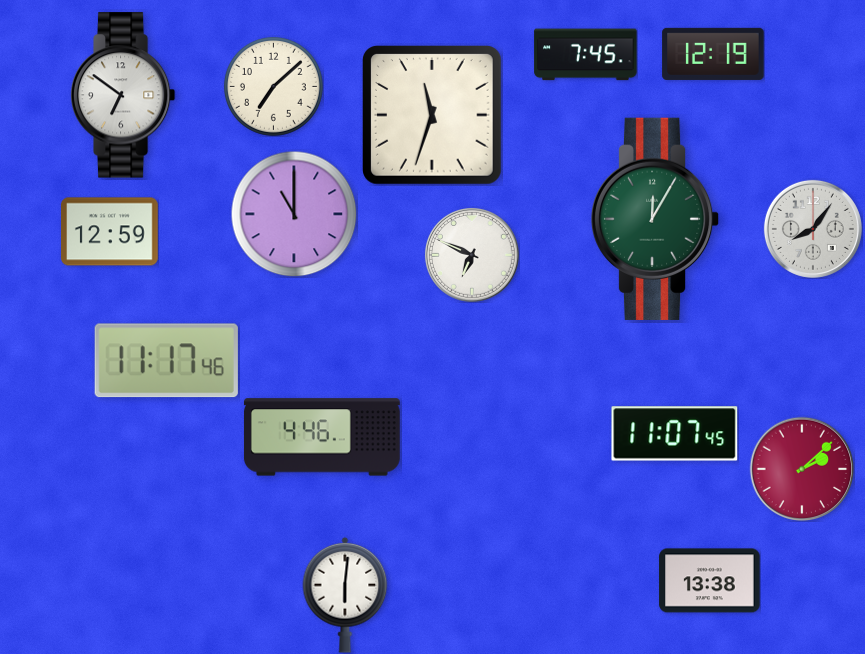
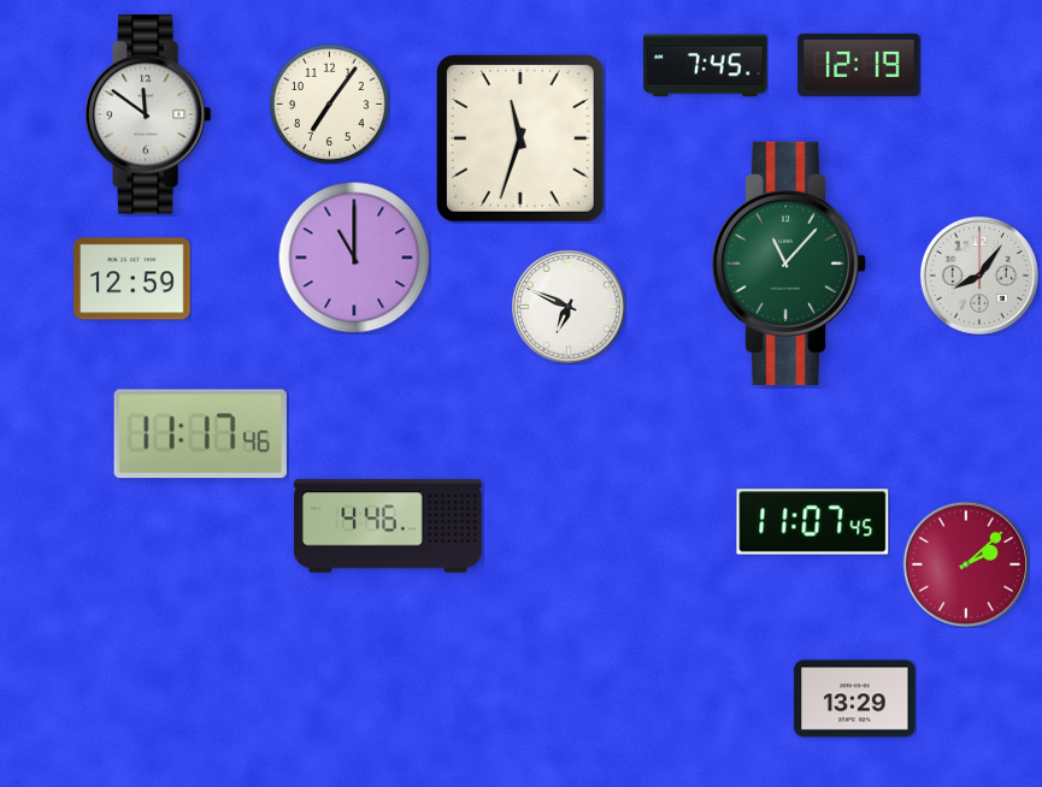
clock at (273, 86): 7:08 -> 7:06
clock at (123, 95): 6:51 -> 11:51
clock at (655, 219): 12:05 -> 11:07
clock at (710, 581): 13:38 -> 13:29
clock at (345, 595): 6:01 -> none
